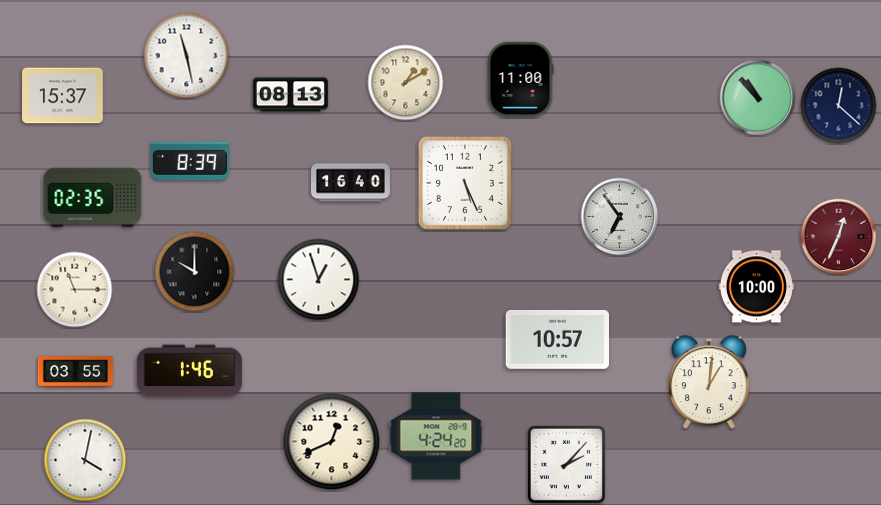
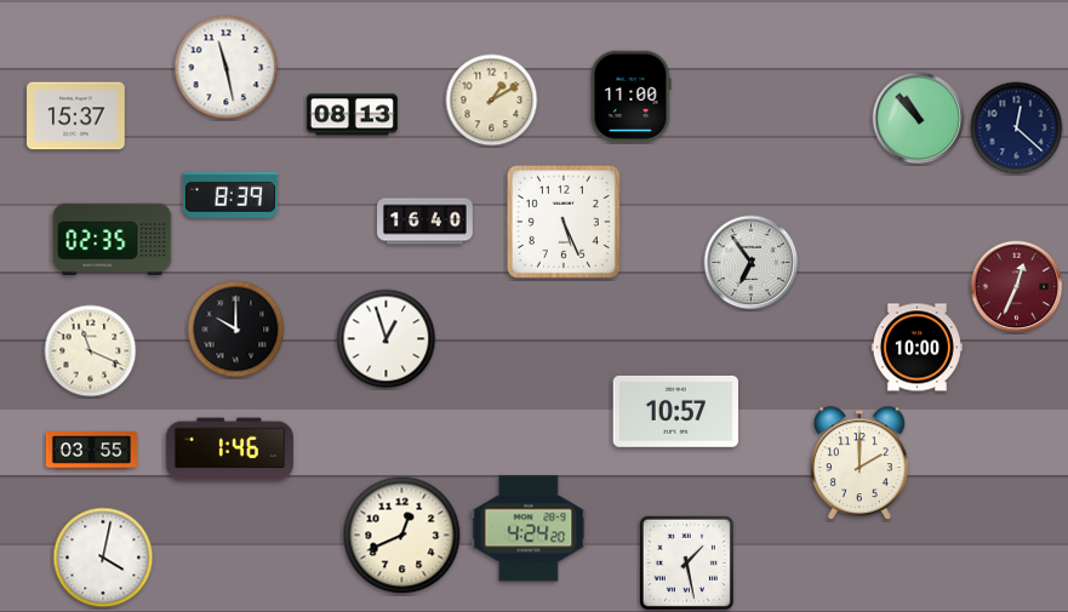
clock at (75, 290): 11:15 -> 11:19
clock at (710, 383): 1:01 -> 2:00
clock at (566, 464): 2:07 -> 1:28
